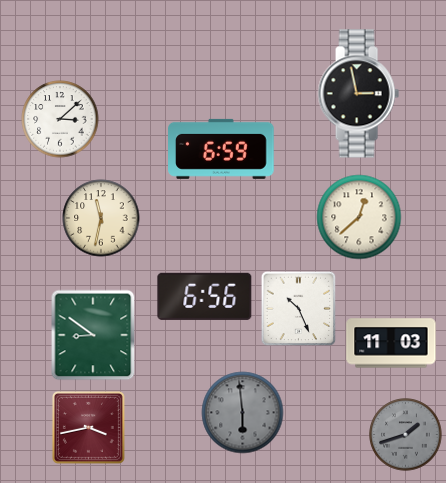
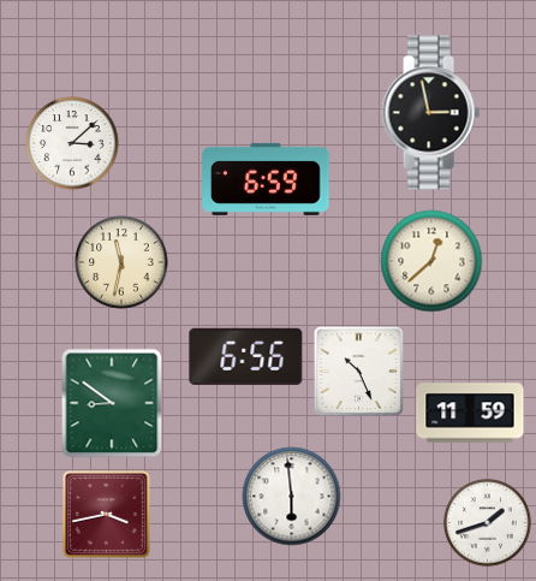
clock at (391, 343): 11:03 -> 11:59
clock at (243, 413) dial: grey -> white
clock at (406, 435) dial: grey -> white
